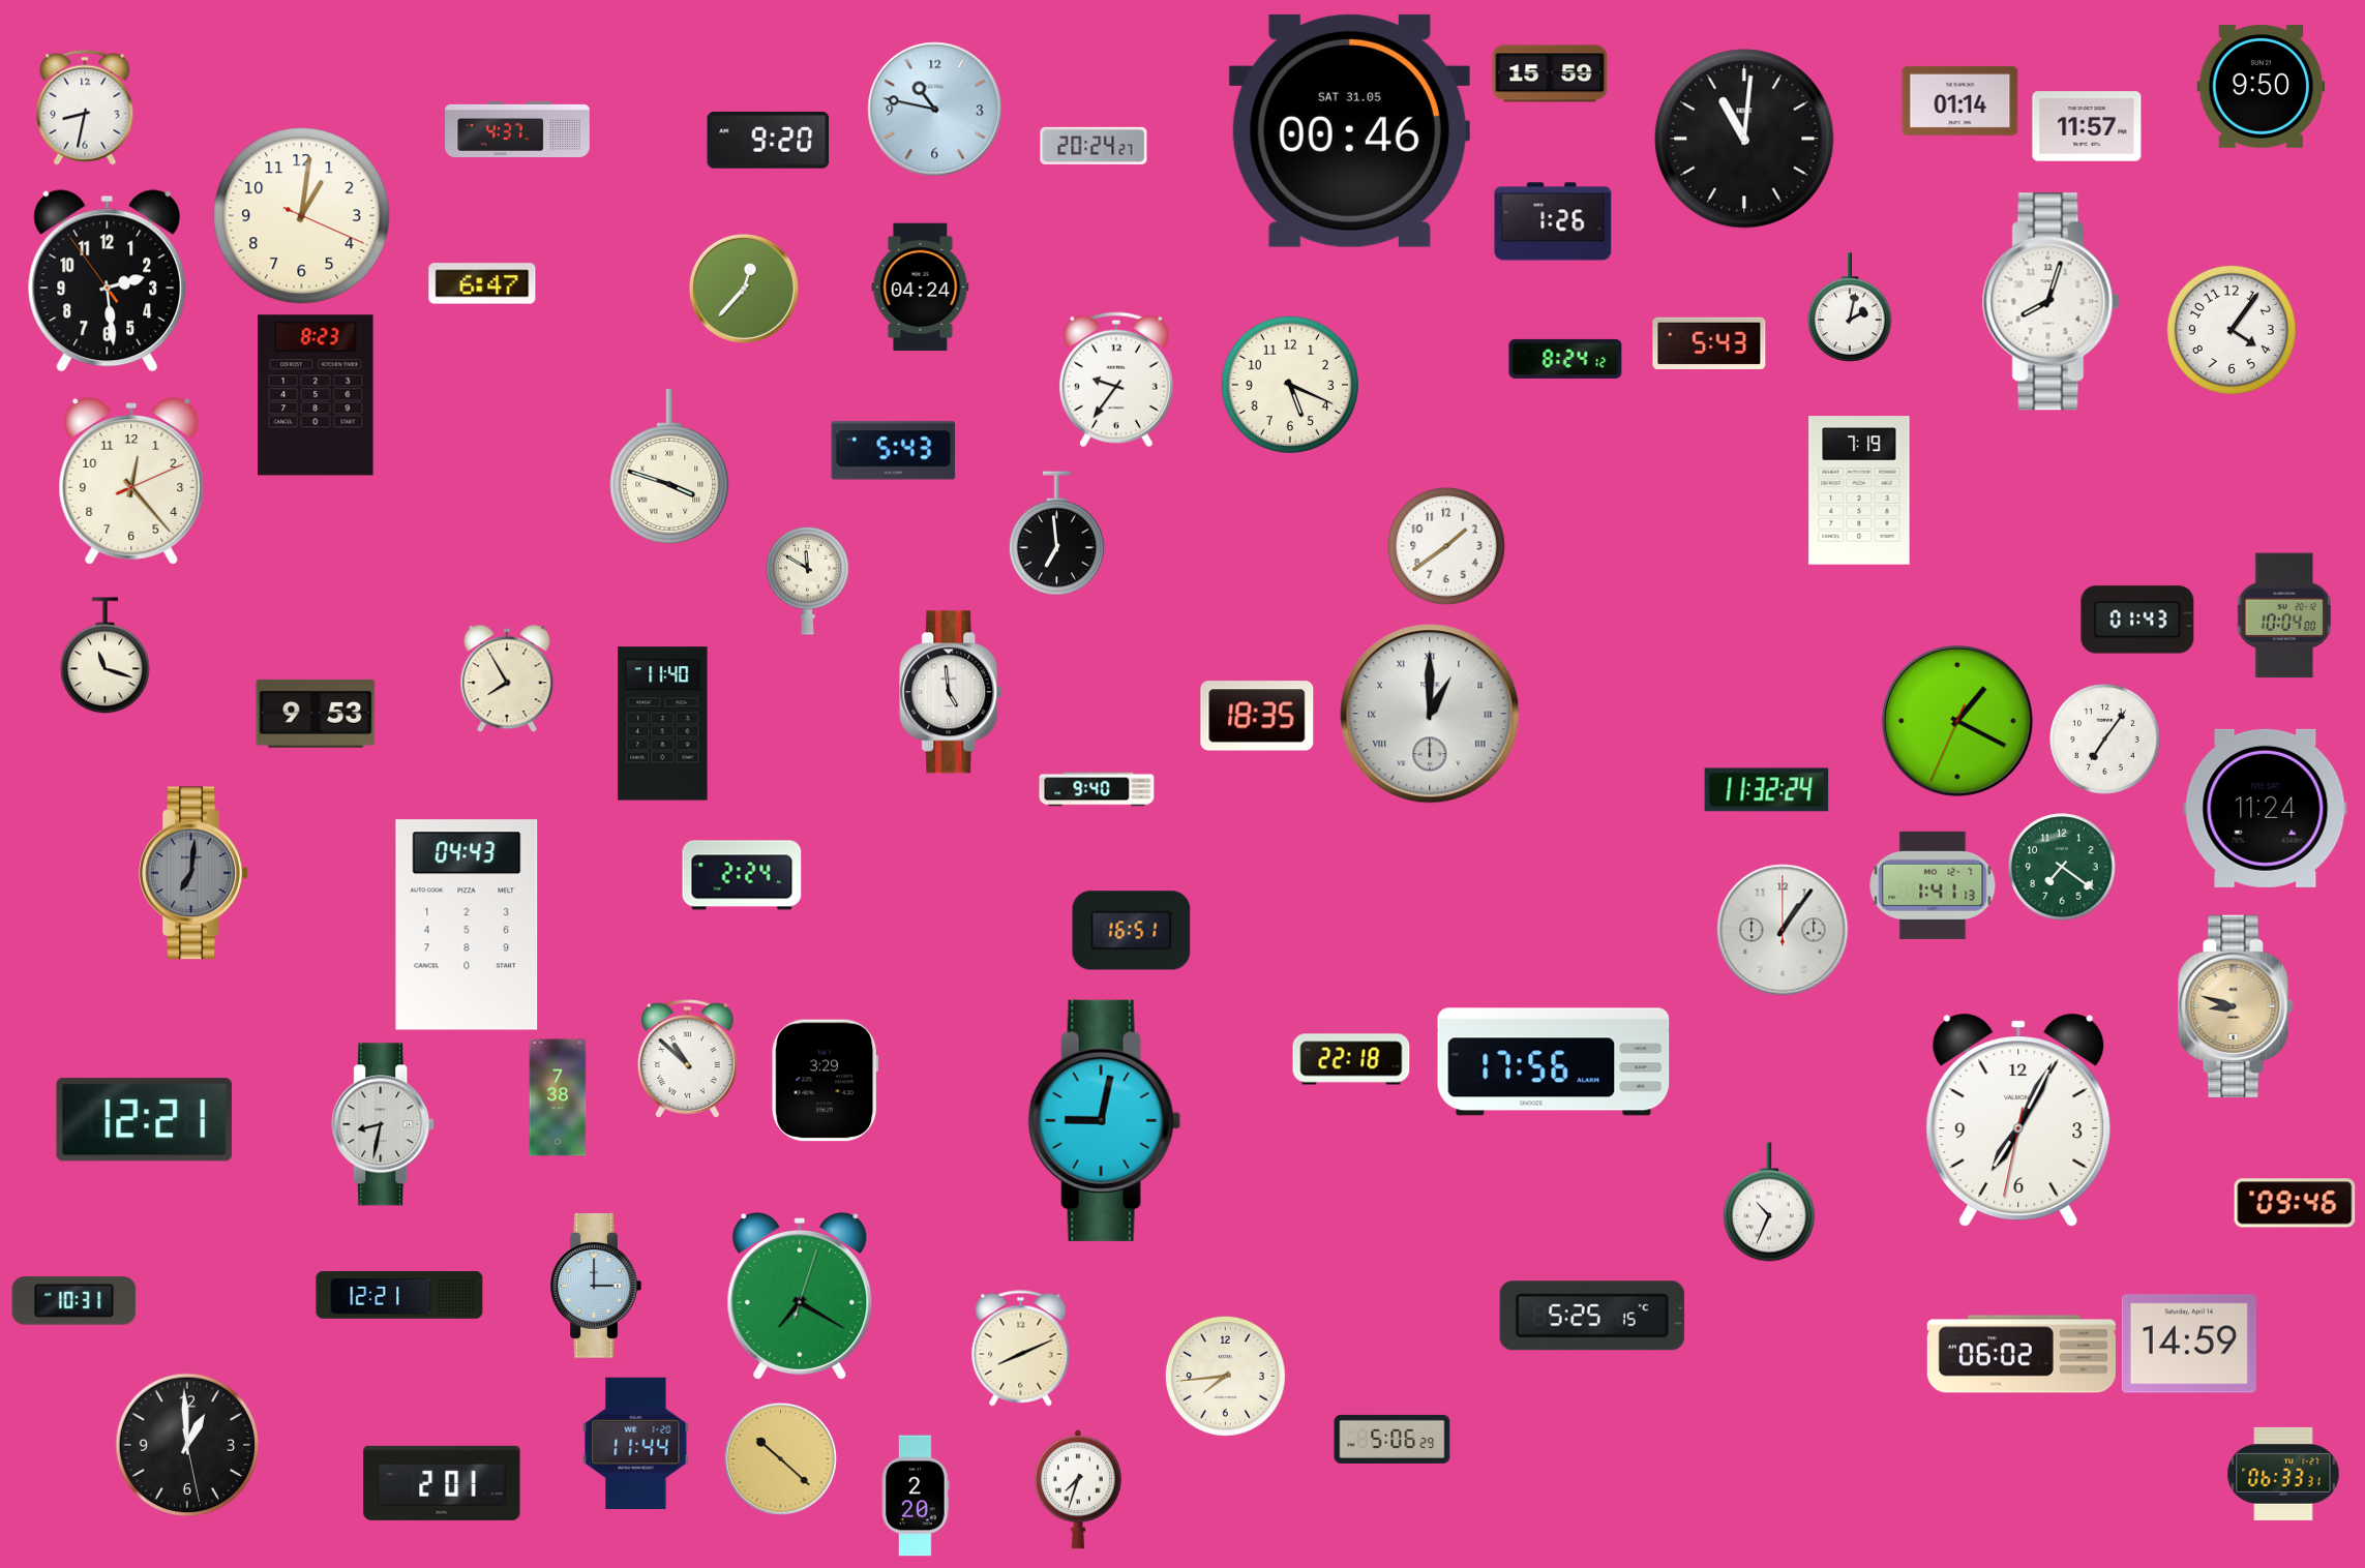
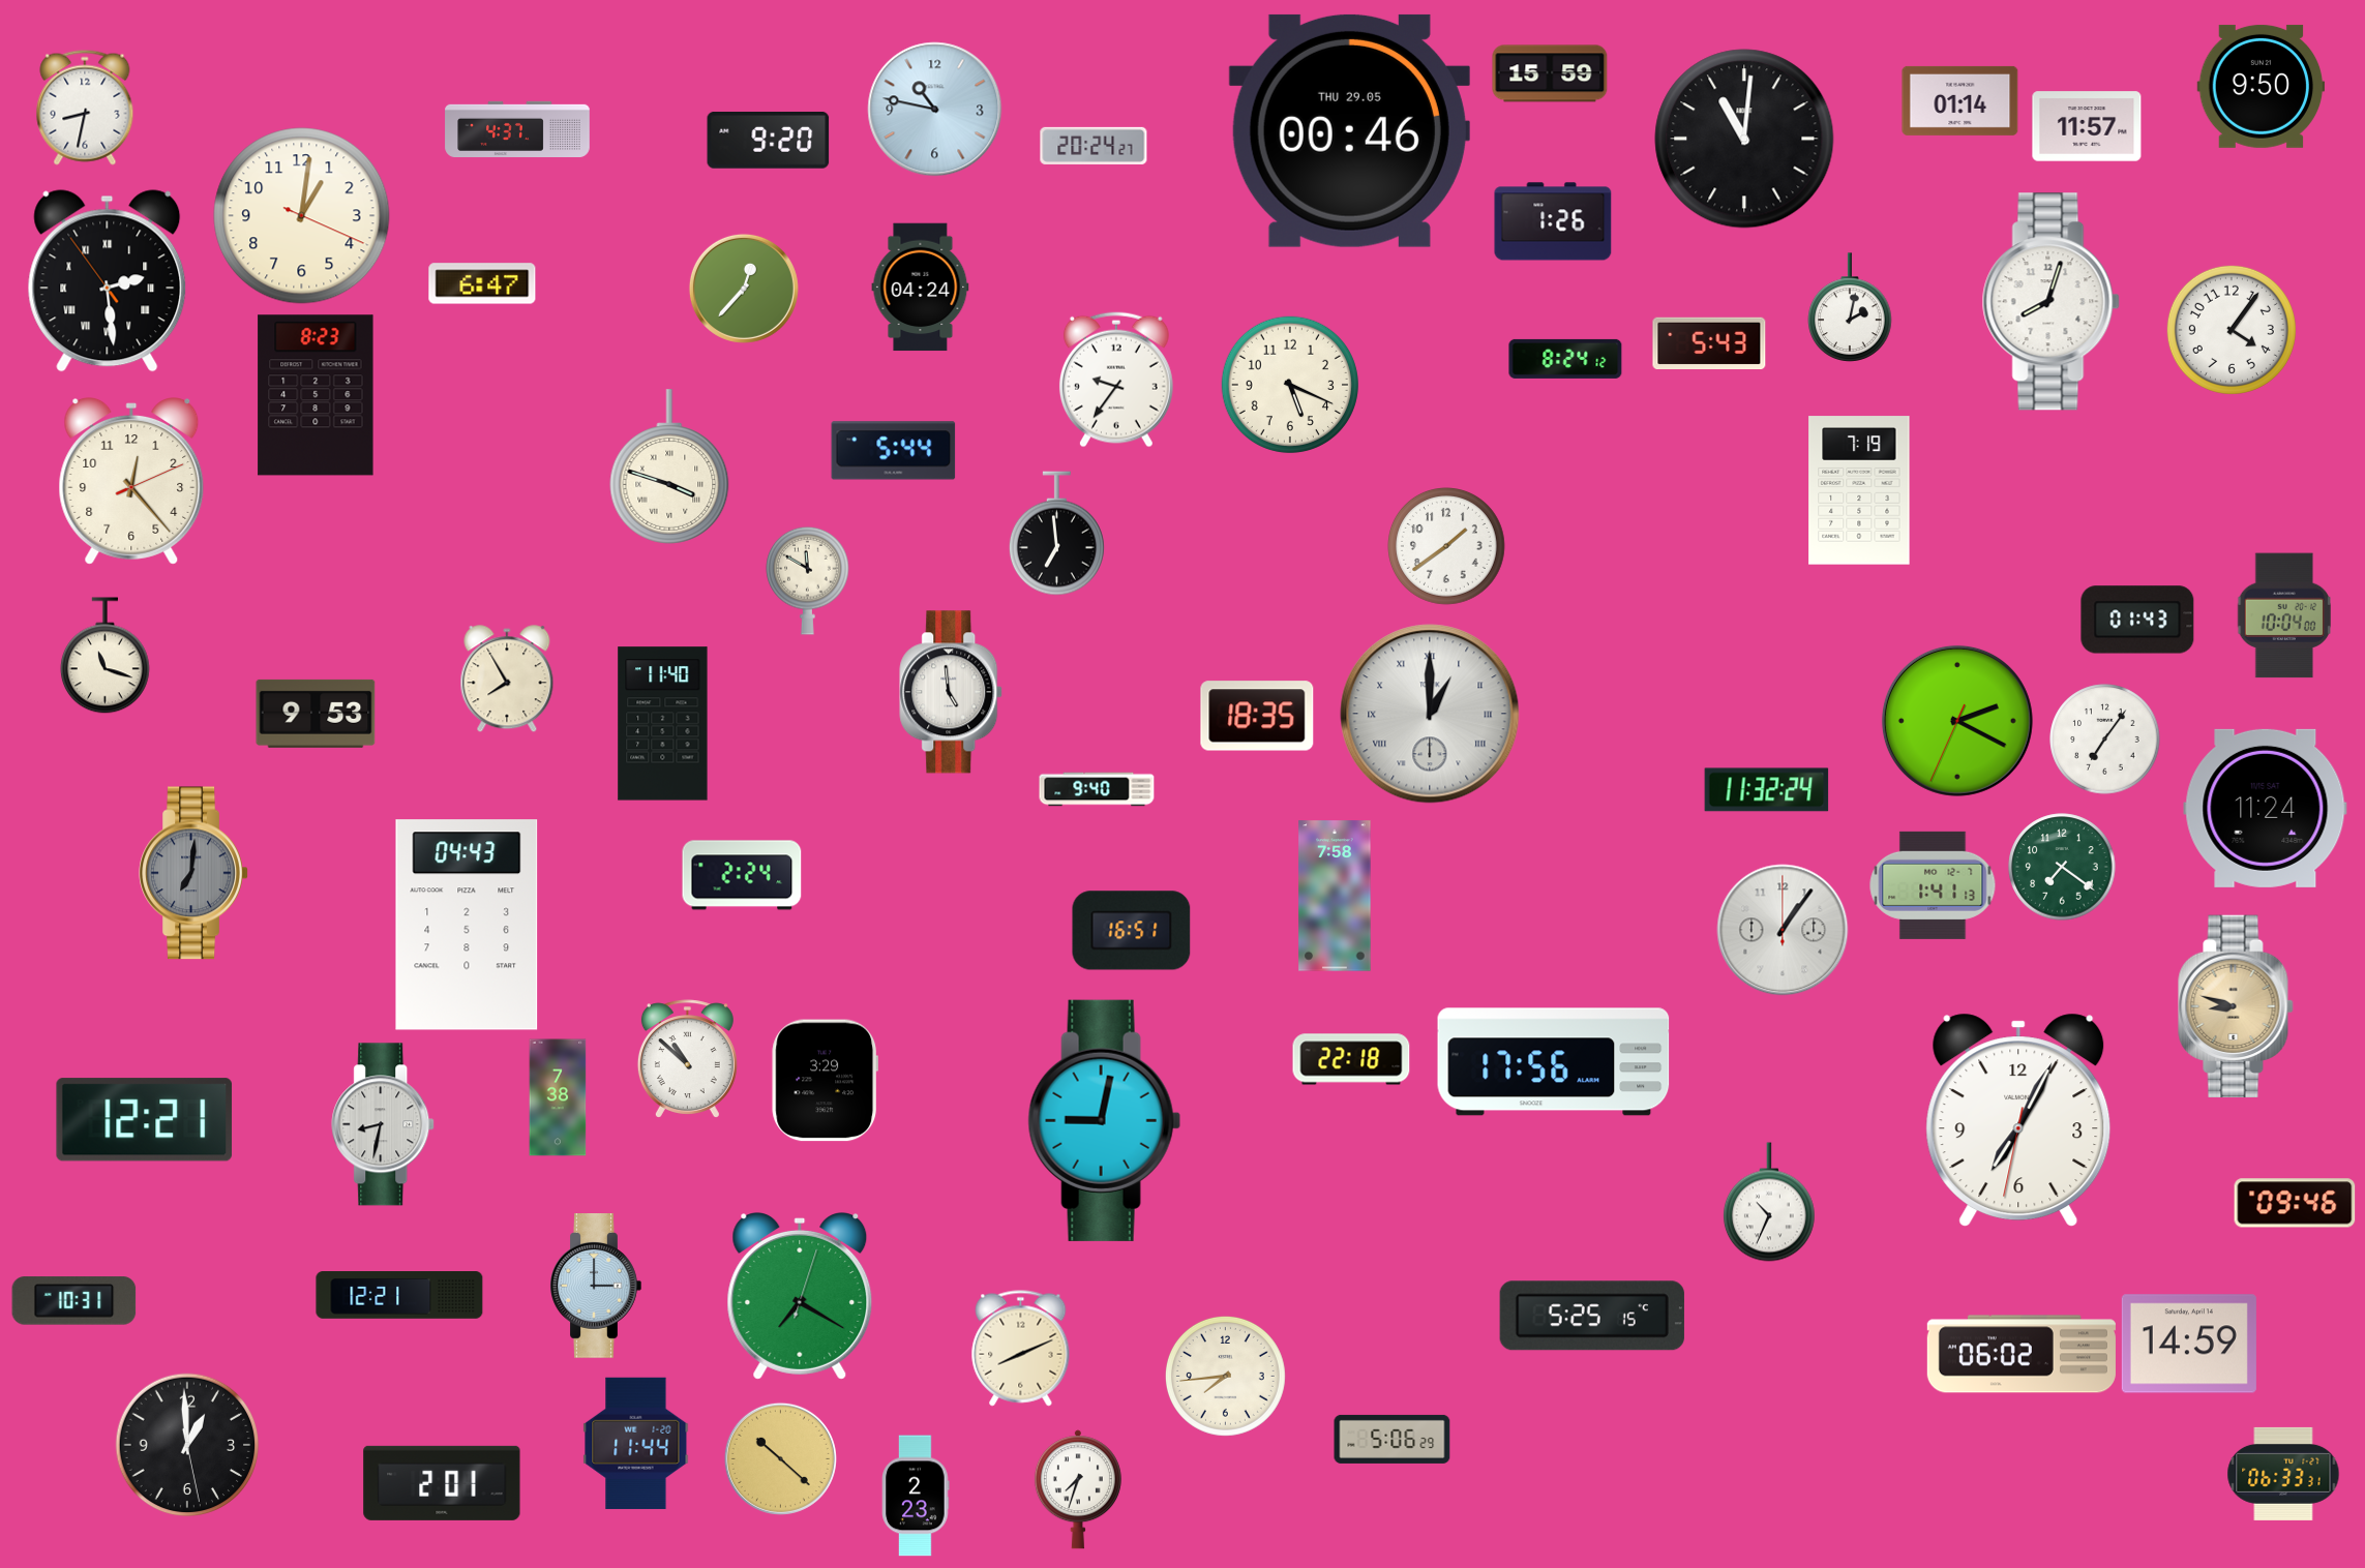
clock at (1349, 130) date: SAT 31.05 -> THU 29.05
clock at (108, 281) numerals: Arabic -> Roman
clock at (894, 451): 5:43 -> 5:44
clock at (1957, 721): 1:19 -> 2:19
clock at (1335, 896): none -> 7:58
clock at (916, 1496): 2:20 -> 2:23
